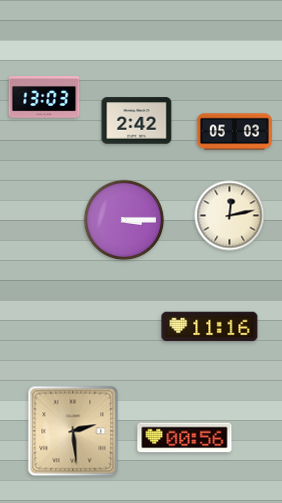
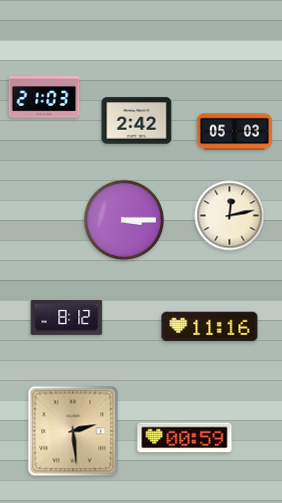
clock at (44, 97): 13:03 -> 21:03
clock at (67, 318): none -> 8:12
clock at (185, 438): 00:56 -> 00:59
